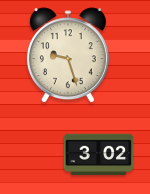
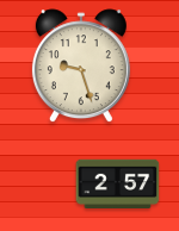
clock at (99, 154): 3:02 -> 2:57
